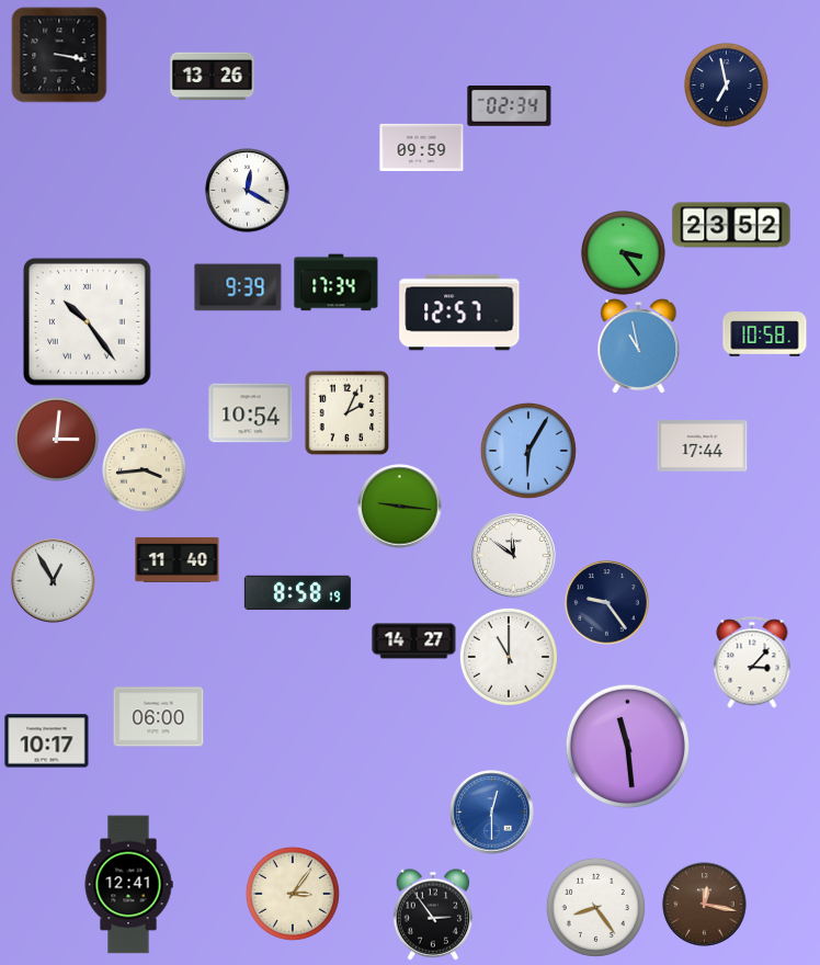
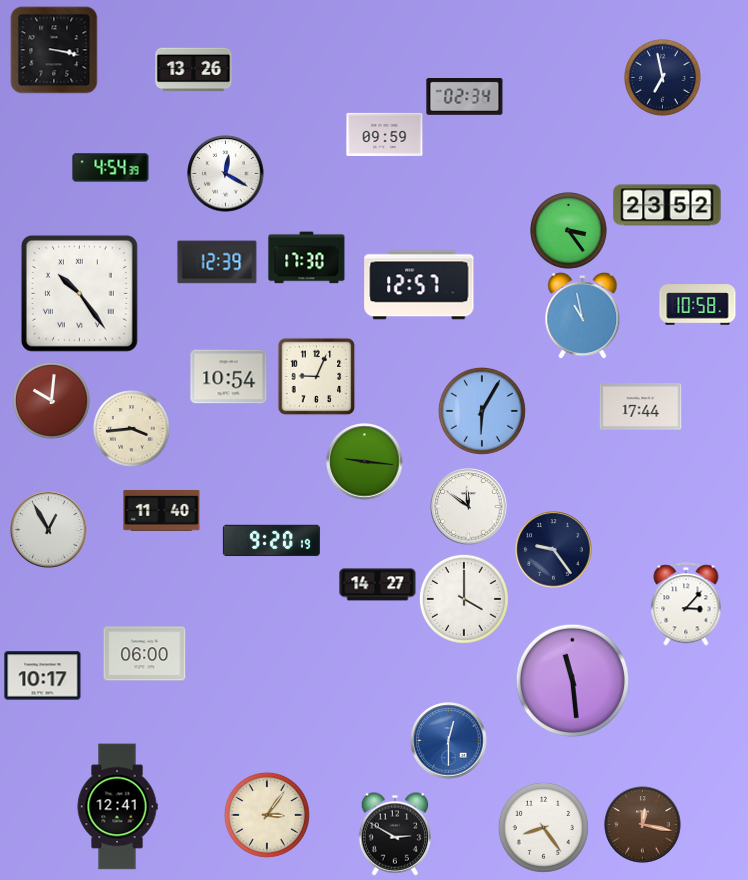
clock at (111, 168): none -> 4:54
clock at (337, 283): 17:34 -> 17:30
clock at (238, 287): 9:39 -> 12:39
clock at (346, 412): 2:04 -> 9:04
clock at (57, 440): 3:01 -> 10:01
clock at (297, 593): 8:58 -> 9:20
clock at (509, 657): 11:00 -> 4:00
clock at (433, 915): 2:54 -> 2:50
